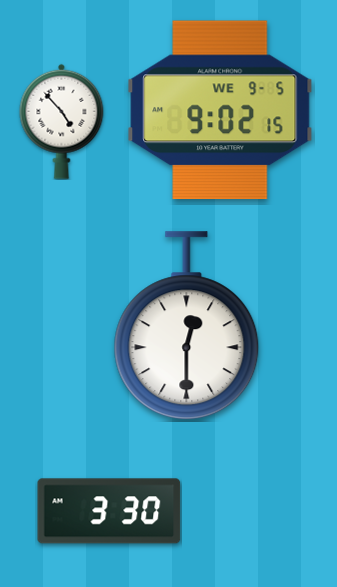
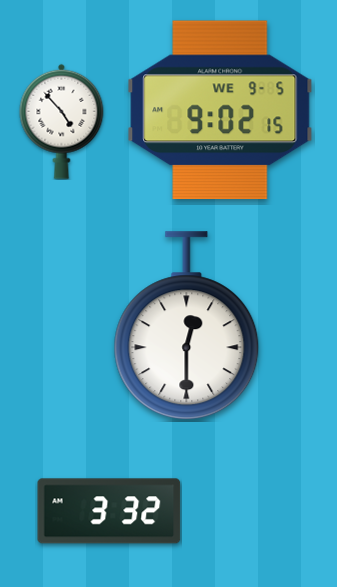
clock at (109, 511): 3:30 -> 3:32
